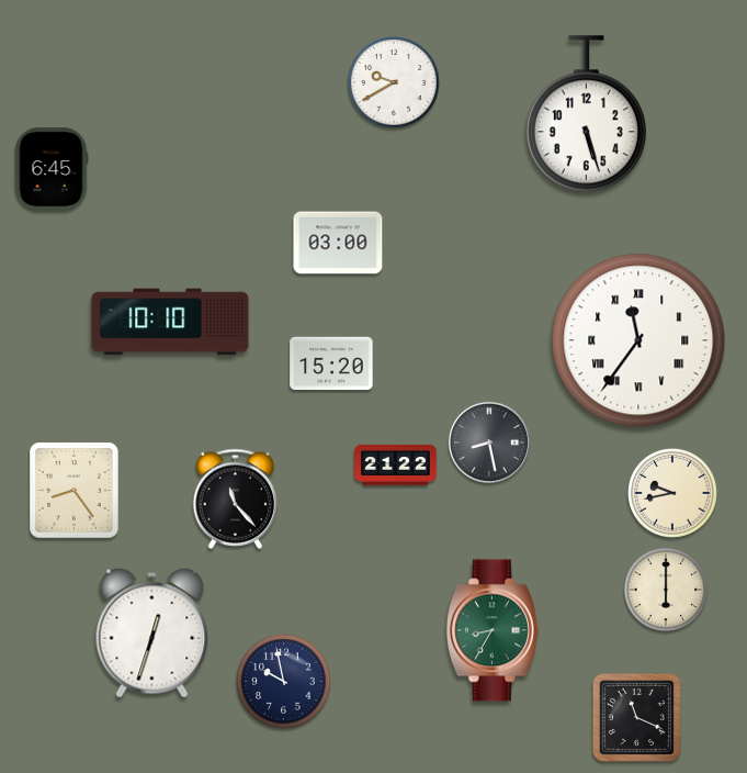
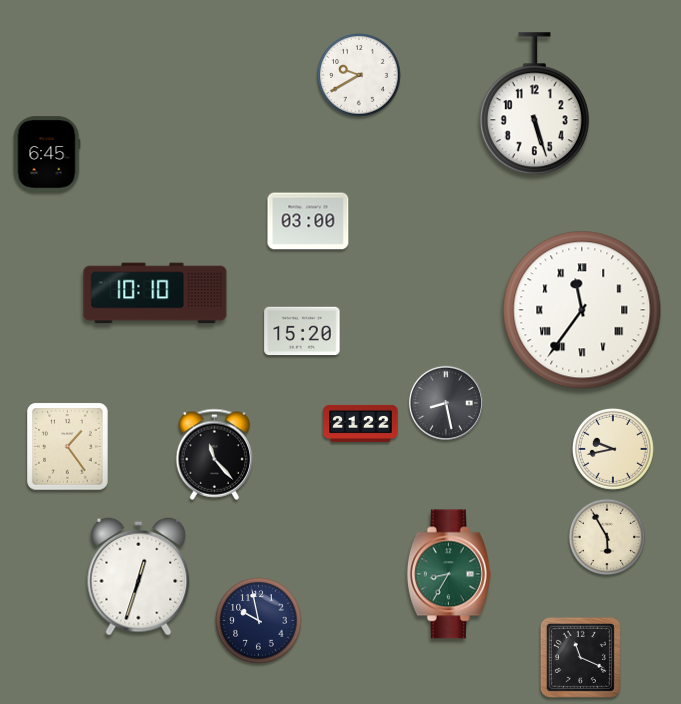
clock at (75, 491): 8:24 -> 1:24
clock at (666, 590): 6:00 -> 5:55
clock at (636, 717) position: (636, 717) -> (580, 657)
